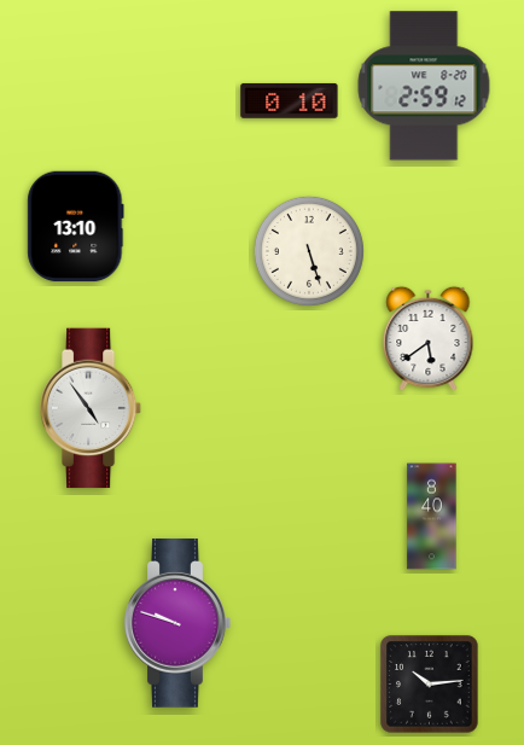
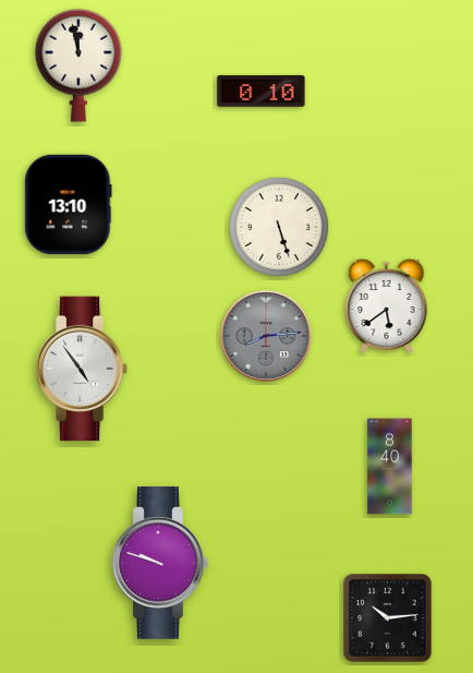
clock at (78, 65): none -> 11:58
clock at (424, 86): 2:59 -> none
clock at (266, 336): none -> 8:14
